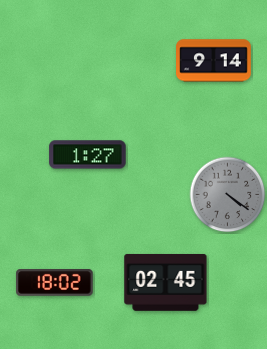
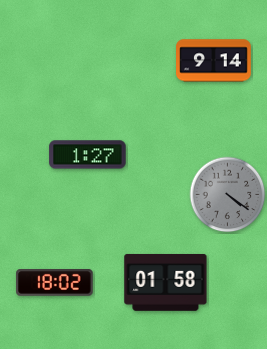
clock at (166, 282): 02:45 -> 01:58
